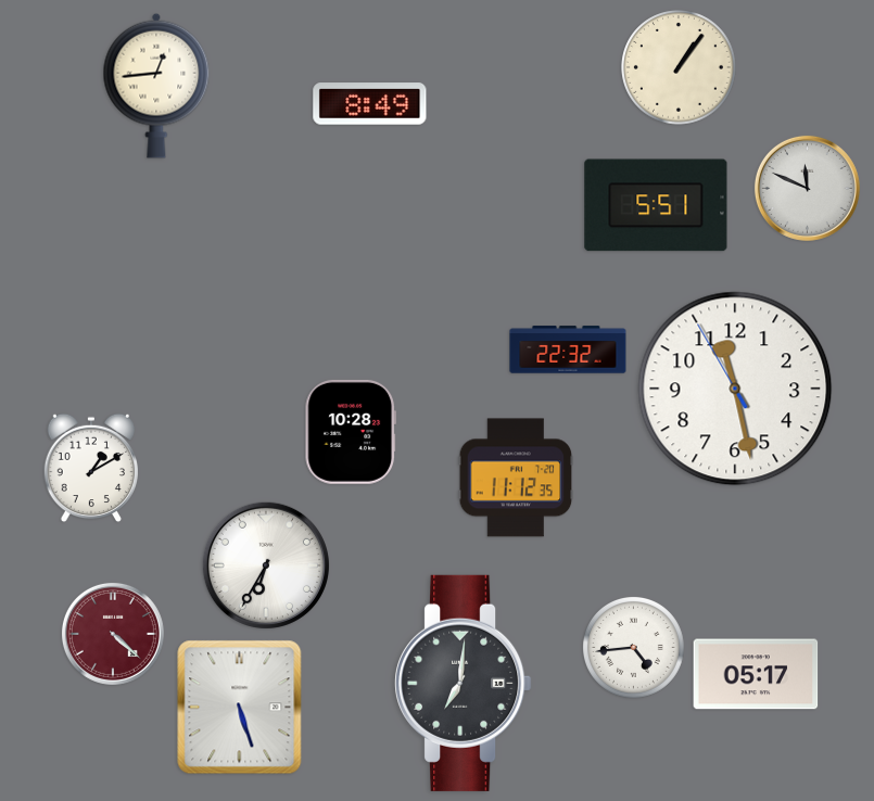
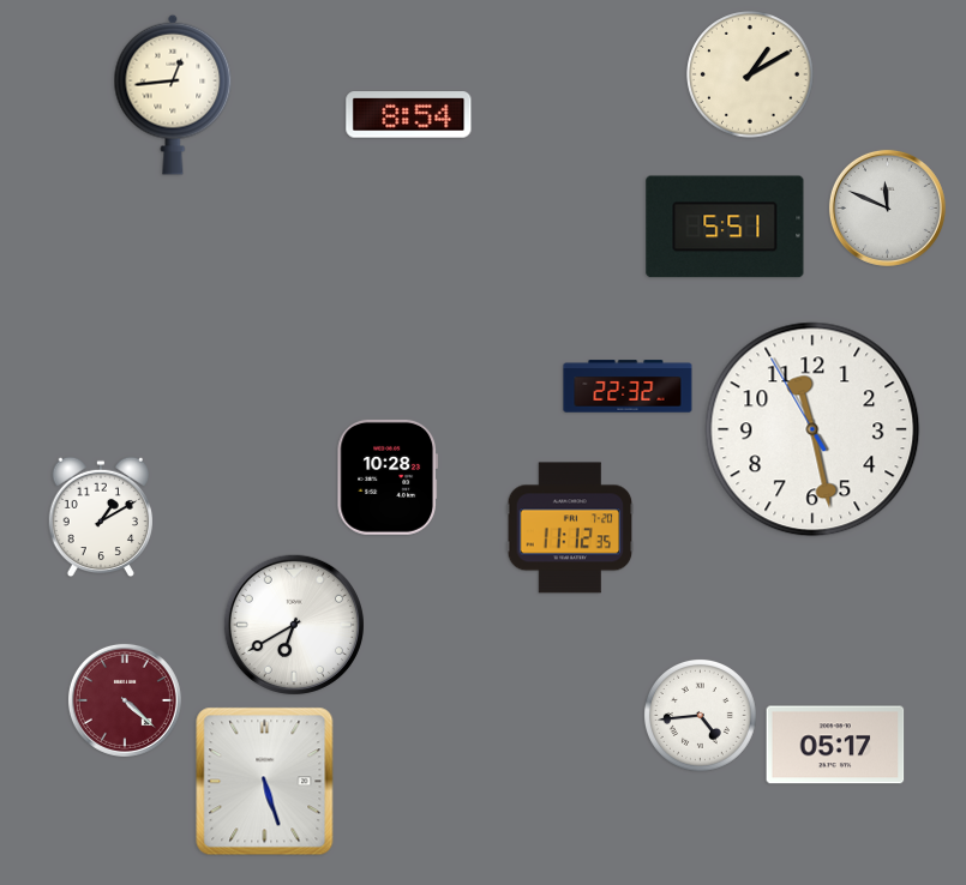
clock at (679, 67): 1:06 -> 1:10
clock at (370, 104): 8:49 -> 8:54
clock at (807, 188) position: (807, 188) -> (887, 207)
clock at (266, 565): 6:35 -> 6:40
clock at (464, 683): 7:01 -> none
